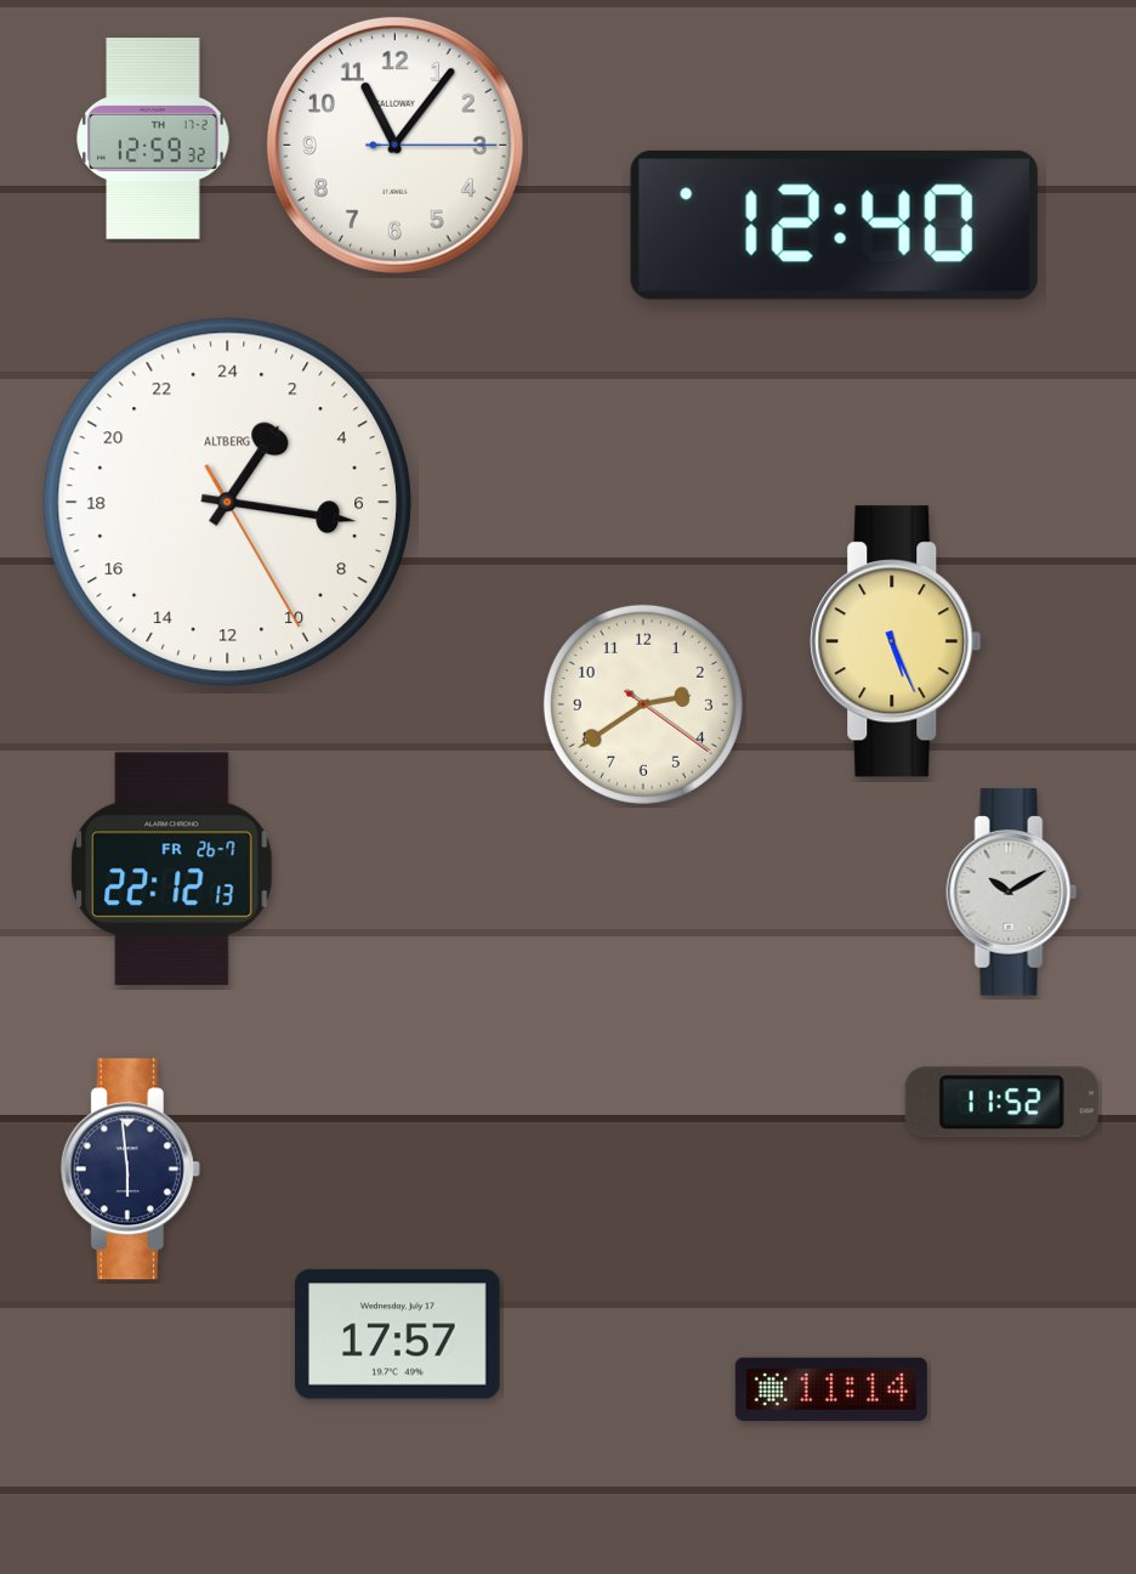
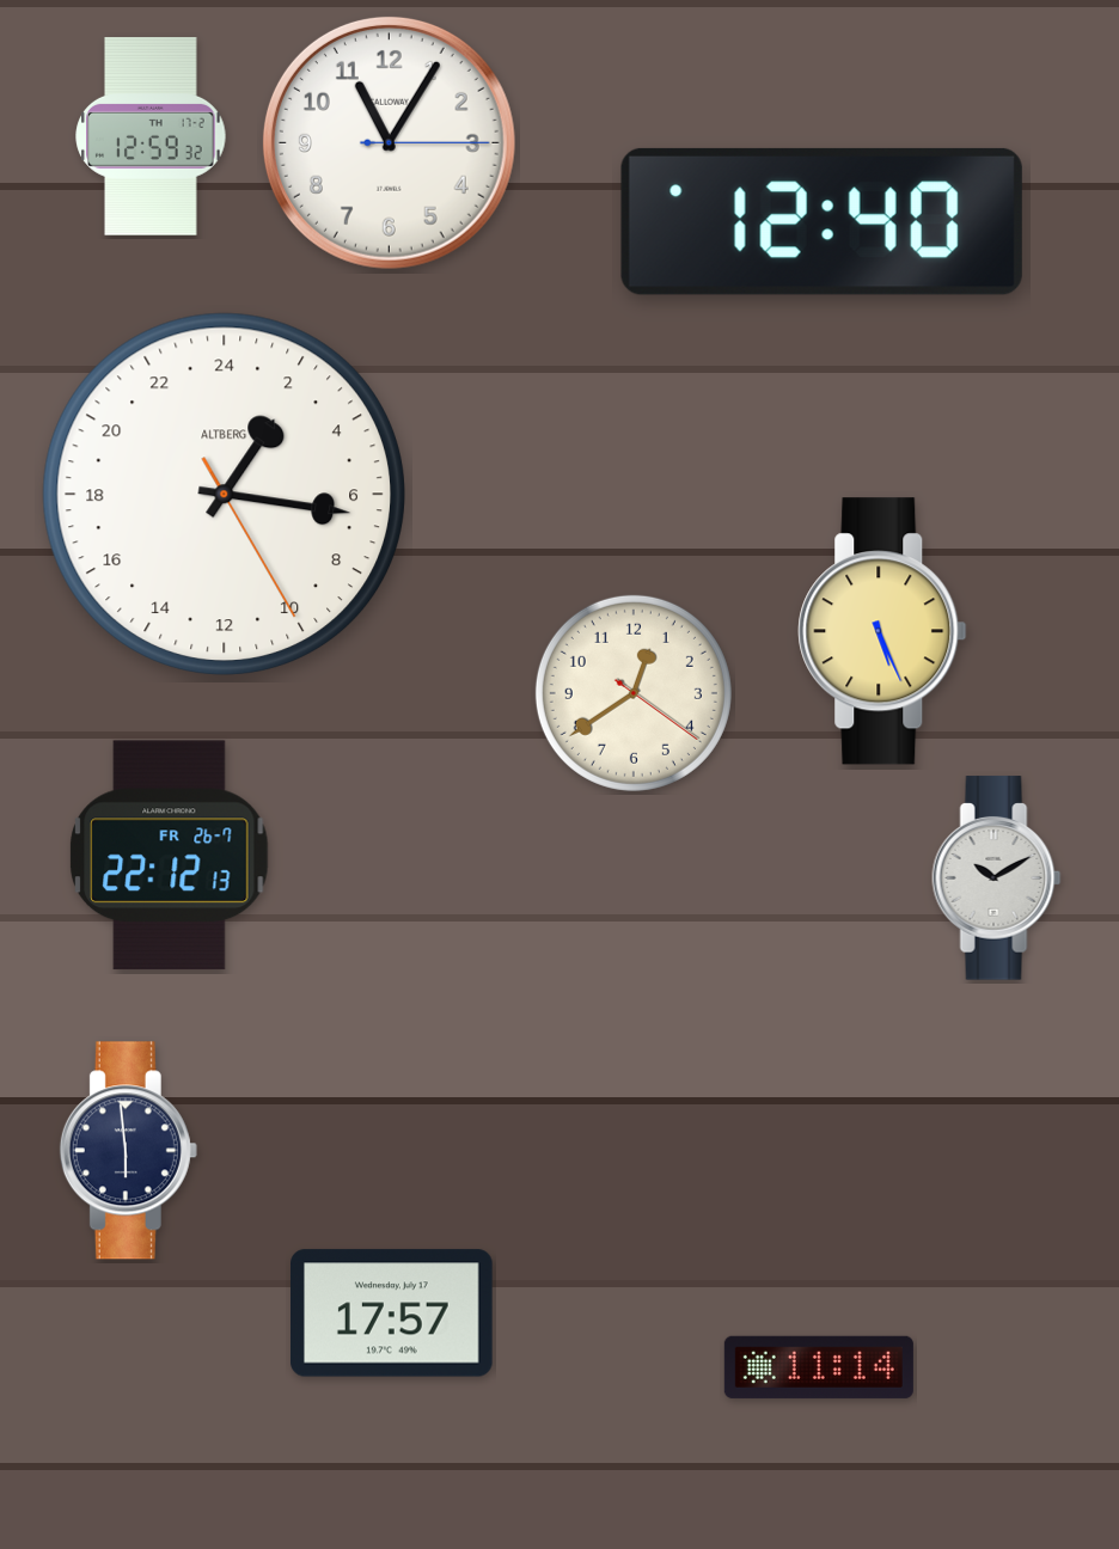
clock at (394, 145): 11:06 -> 11:05
clock at (643, 704): 2:39 -> 12:39
clock at (1001, 1103): 11:52 -> none
